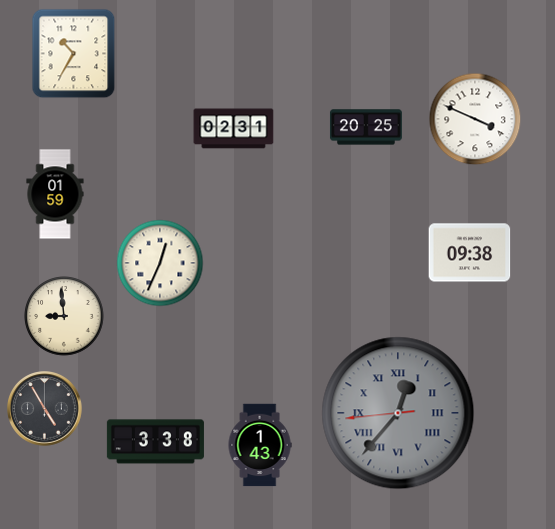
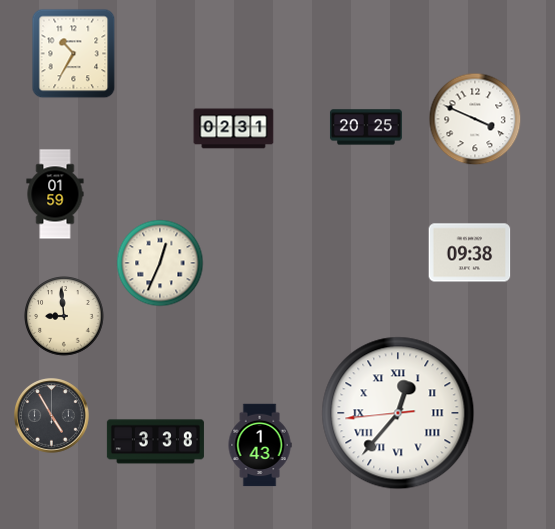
clock at (45, 409) position: (45, 409) -> (52, 416)
clock at (398, 413) dial: grey -> white
